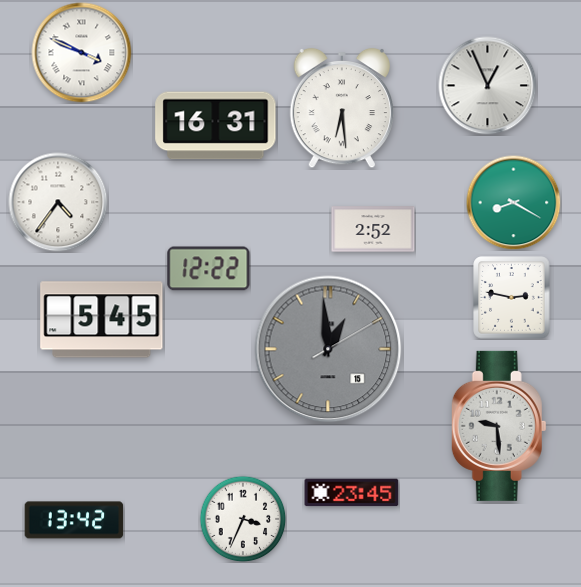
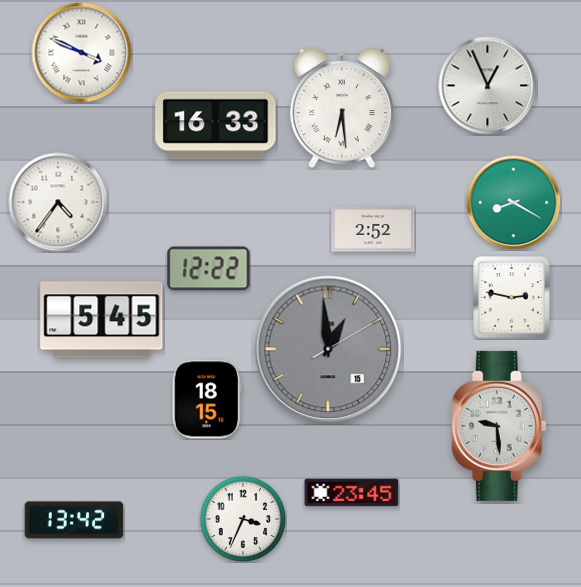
clock at (216, 126): 16:31 -> 16:33
clock at (207, 399): none -> 18:15
